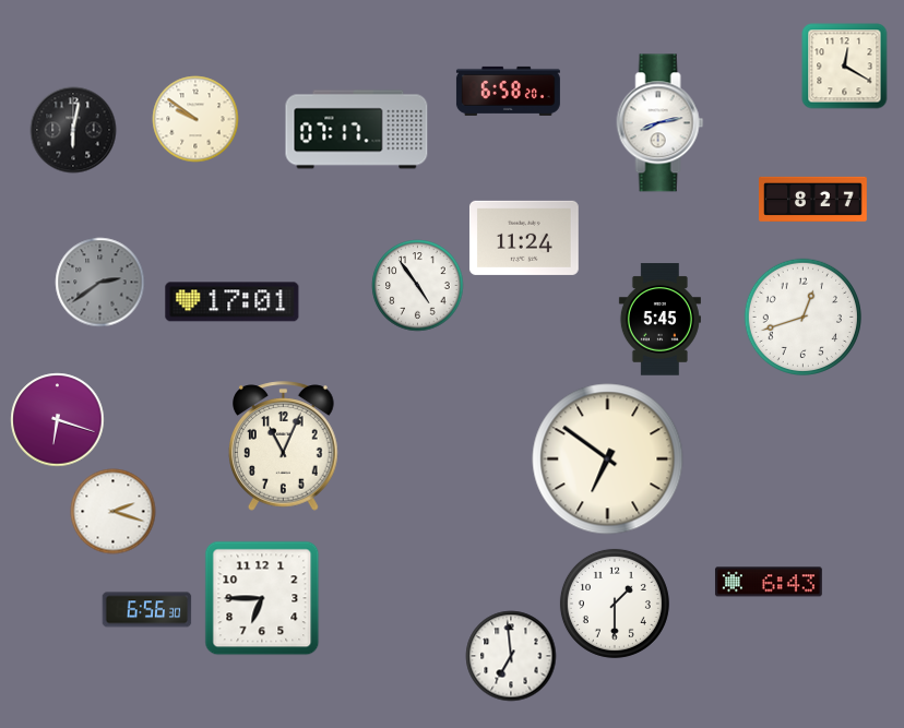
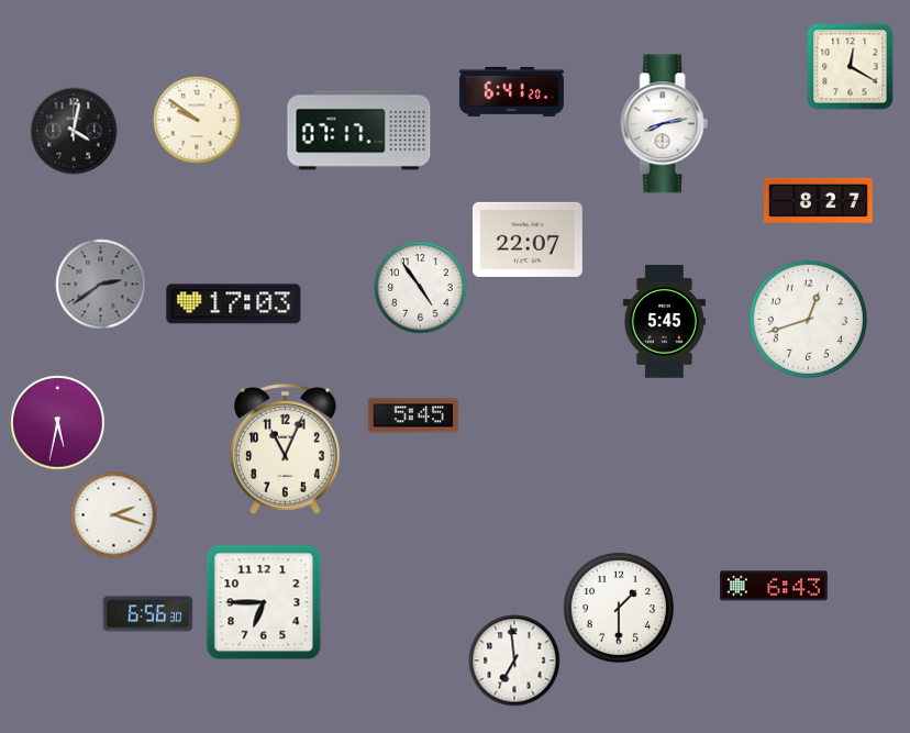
clock at (508, 91): 6:58 -> 6:41
clock at (73, 130): 6:02 -> 4:02
clock at (524, 238): 11:24 -> 22:07
clock at (233, 302): 17:01 -> 17:03
clock at (413, 415): none -> 5:45
clock at (57, 419): 6:18 -> 5:32
clock at (608, 460): 6:51 -> none
